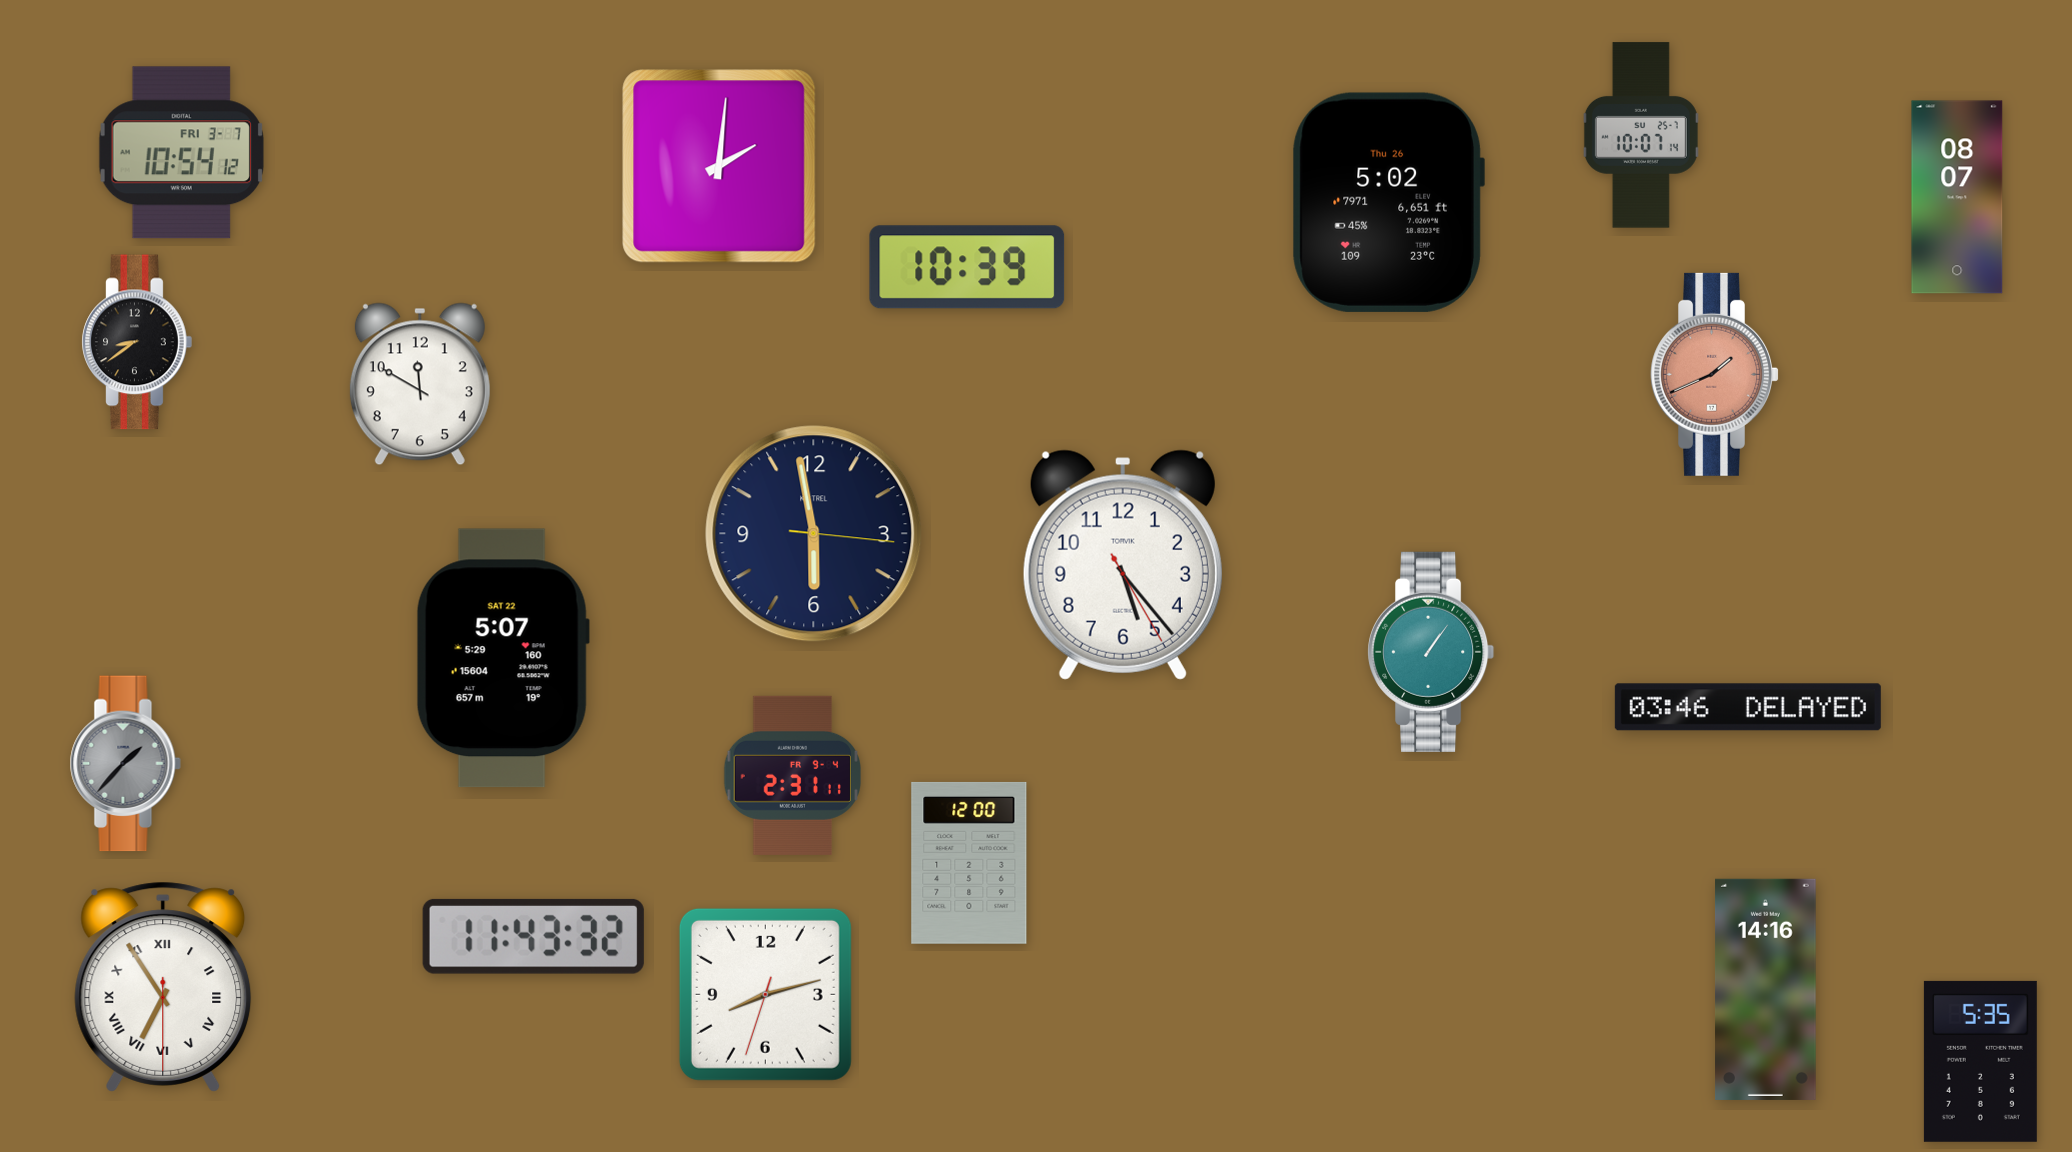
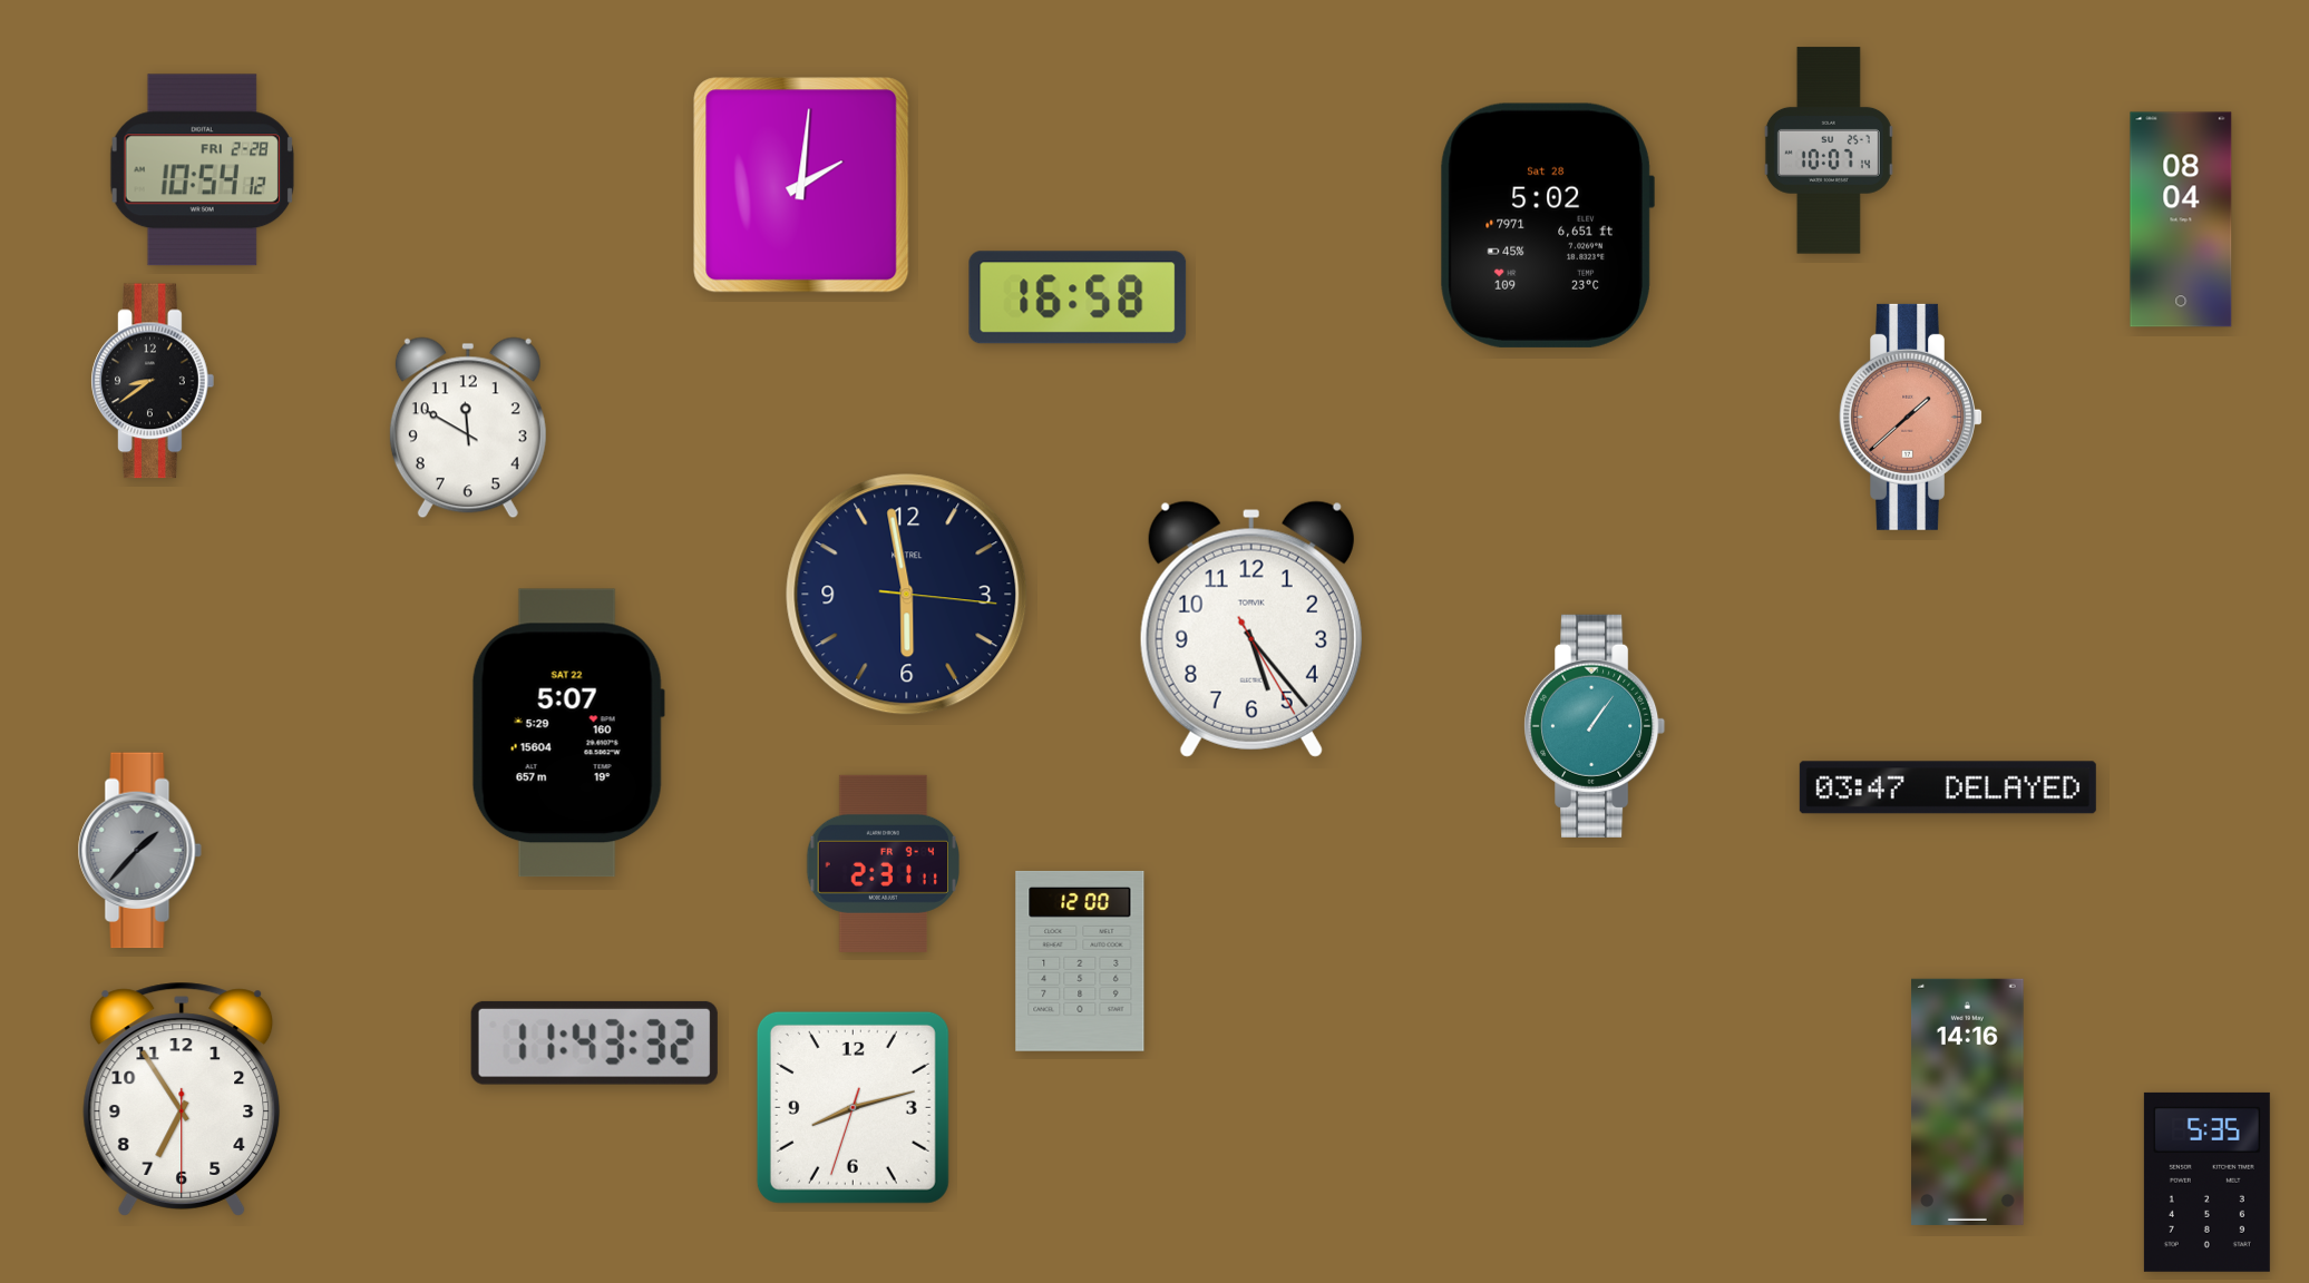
clock at (181, 153) date: FRI 3-7 -> FRI 2-28
clock at (1957, 197): 08:07 -> 08:04
clock at (1388, 202) date: Thu 26 -> Sat 28
clock at (967, 267): 10:39 -> 16:58
clock at (1714, 374): 1:41 -> 1:38
clock at (503, 658) position: (503, 658) -> (568, 733)
clock at (1748, 707): 03:46 -> 03:47
clock at (163, 987) numerals: Roman -> Arabic
